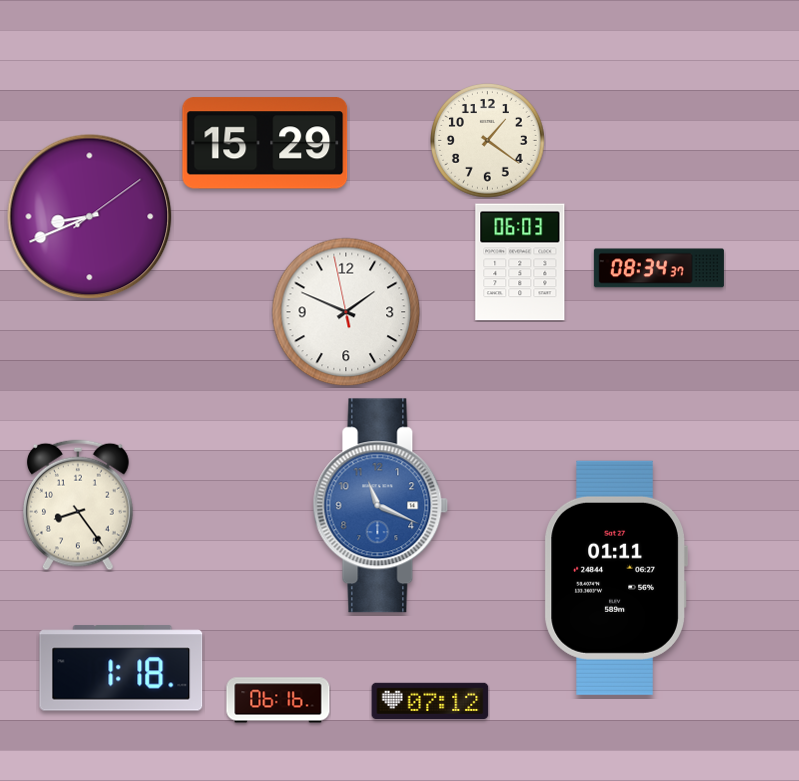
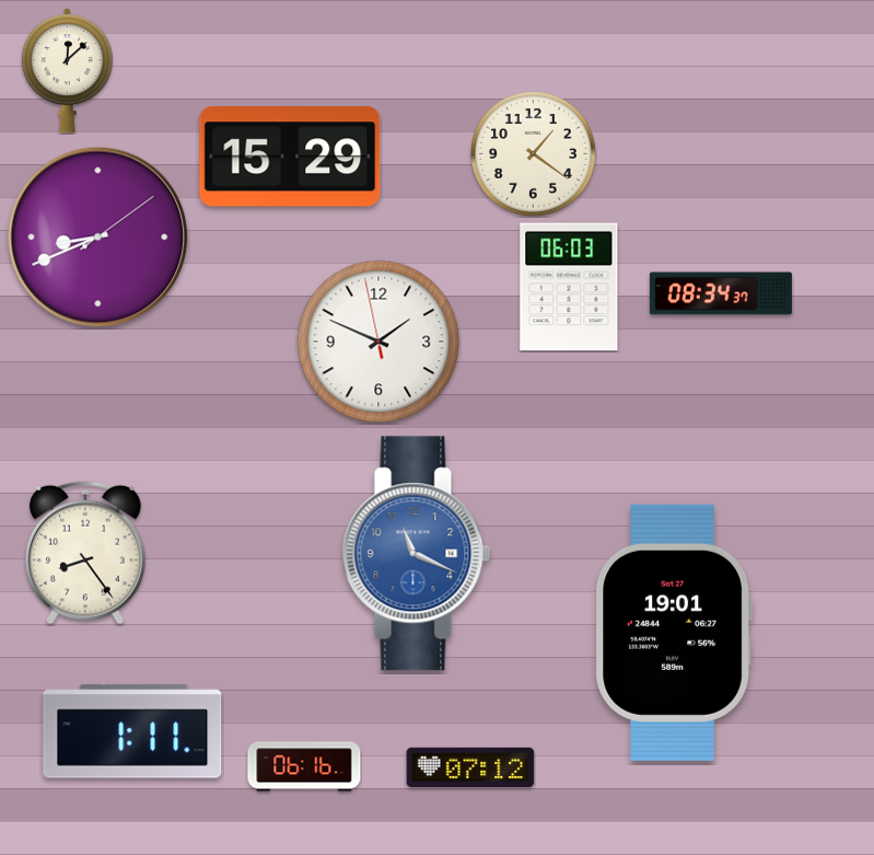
clock at (67, 71): none -> 12:08
clock at (616, 578): 01:11 -> 19:01
clock at (121, 668): 1:18 -> 1:11
